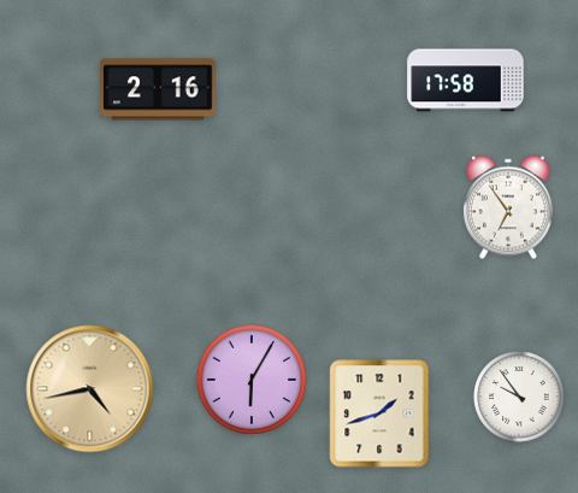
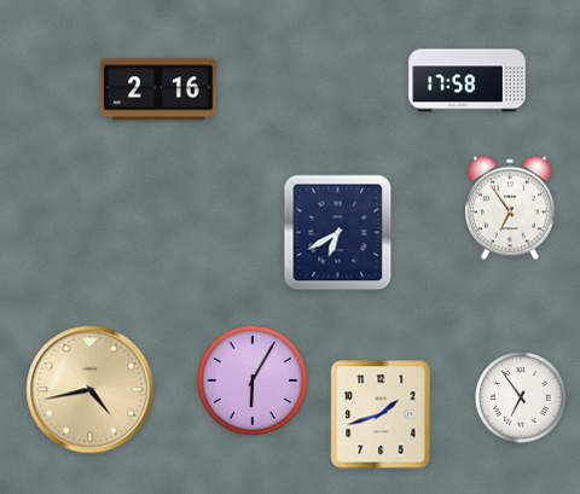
clock at (338, 233): none -> 6:40
clock at (519, 397): 9:54 -> 6:54
